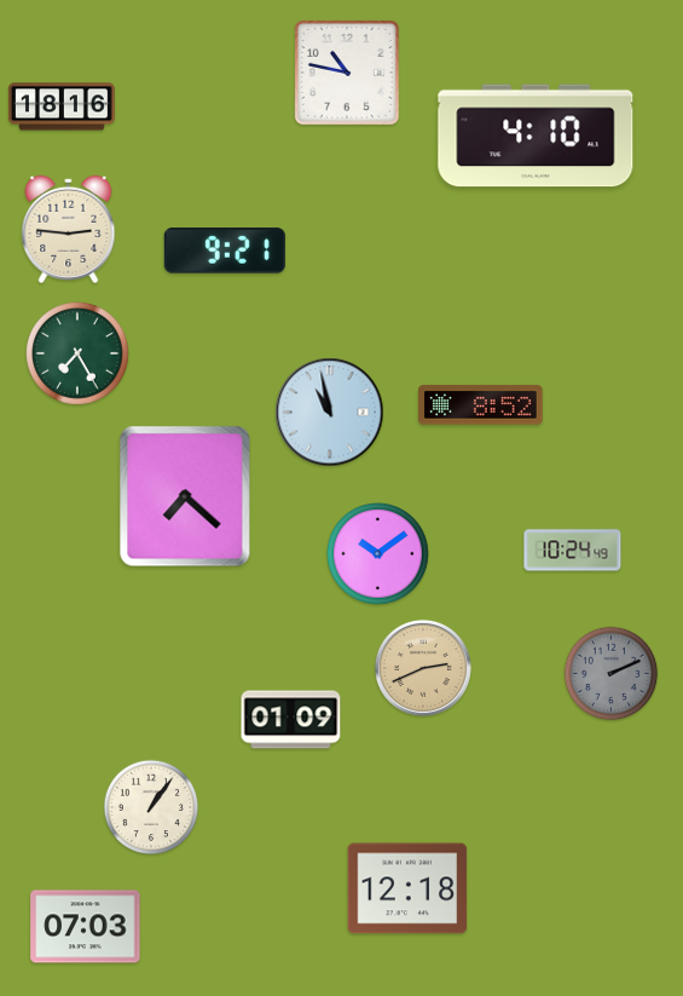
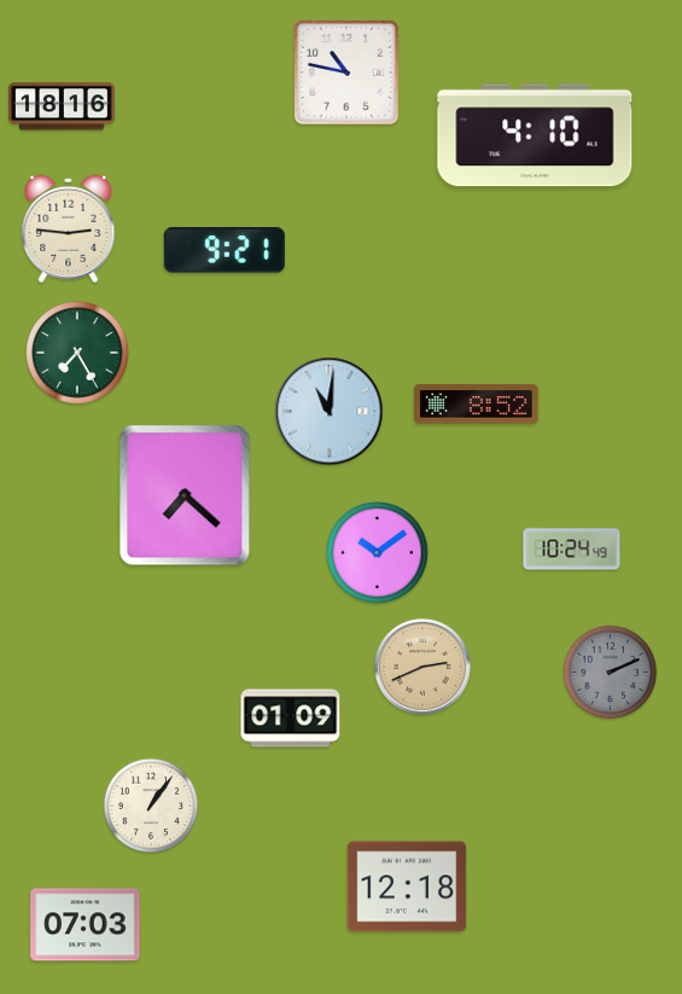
clock at (481, 405) position: (481, 405) -> (477, 405)
clock at (330, 413): 10:58 -> 11:01
